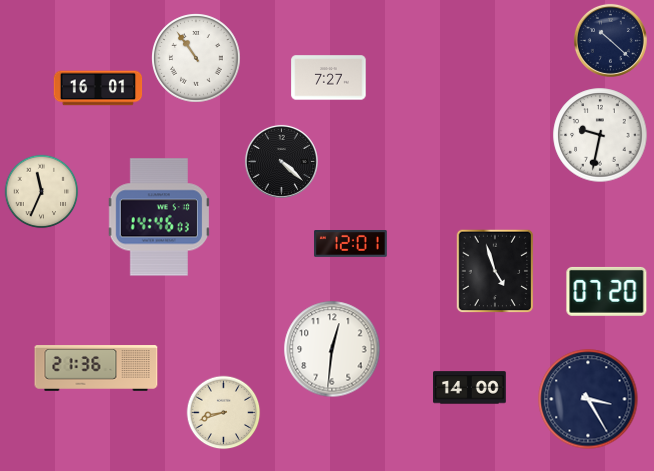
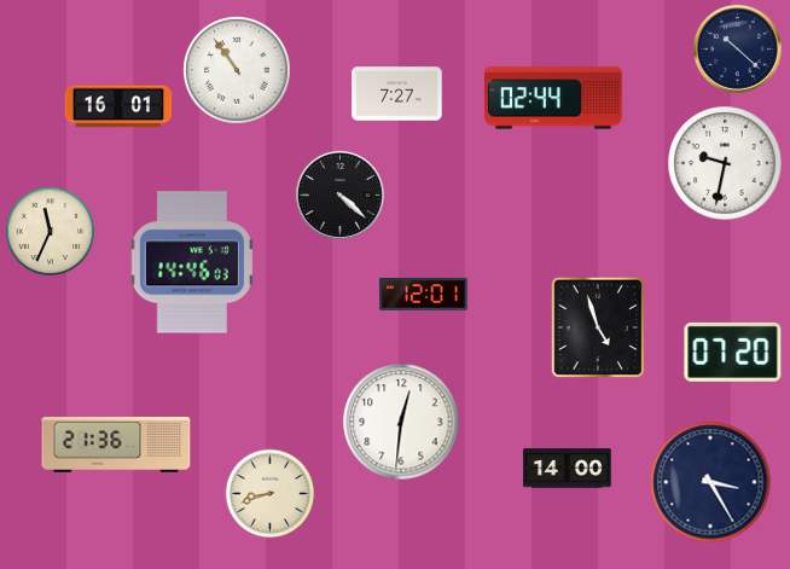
clock at (553, 98): none -> 02:44
clock at (224, 413) position: (224, 413) -> (271, 494)
